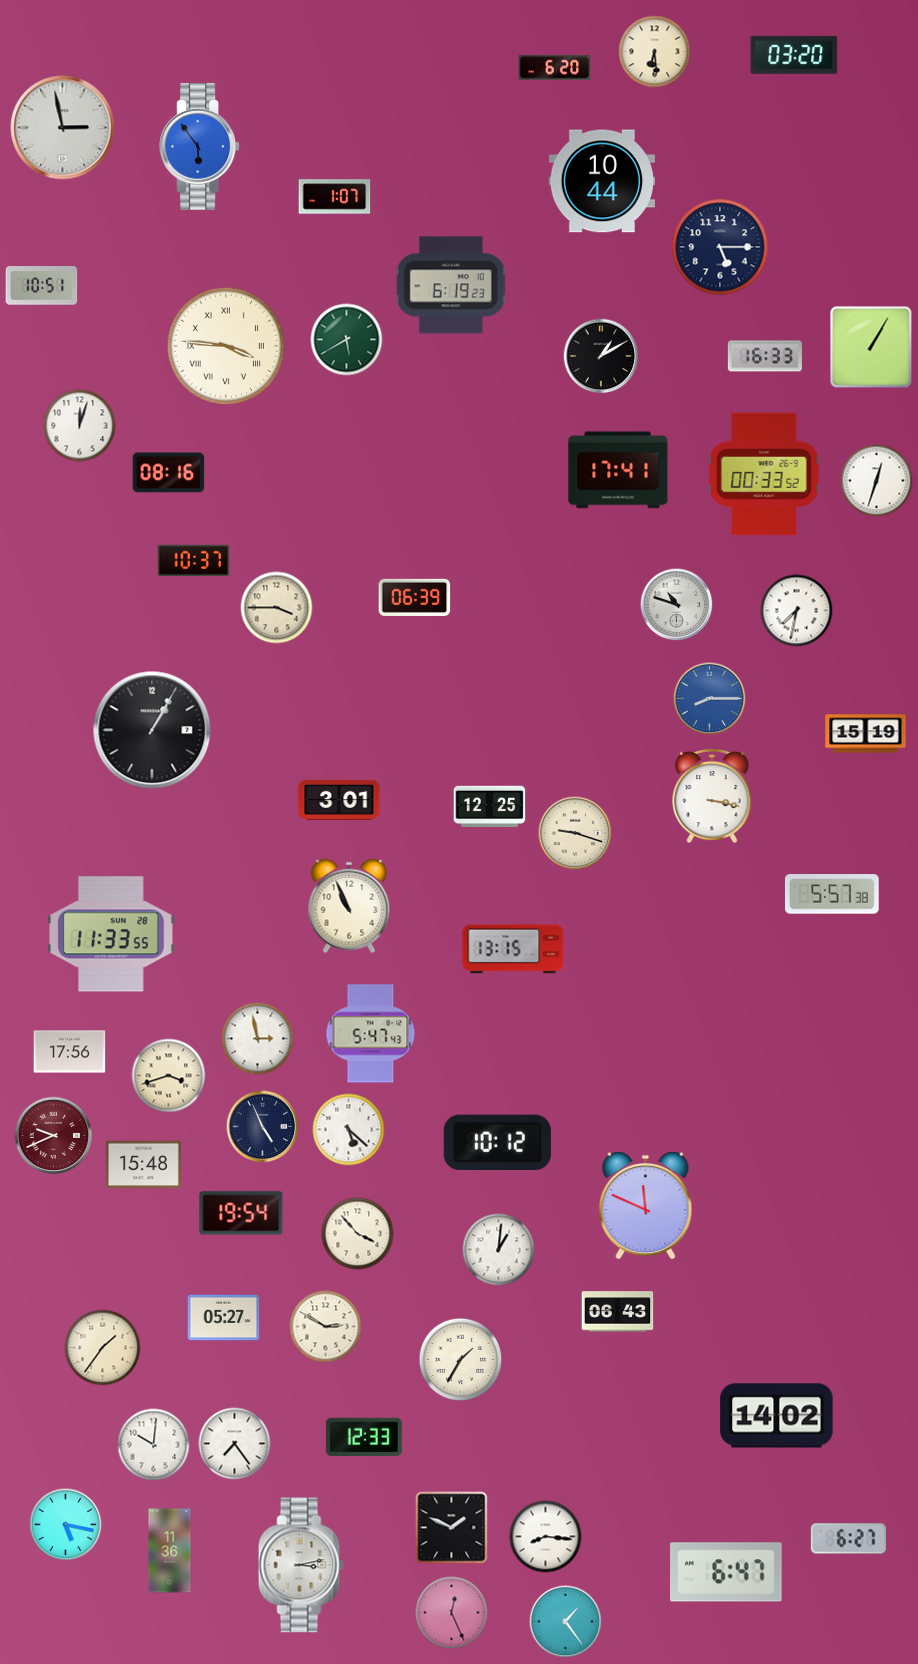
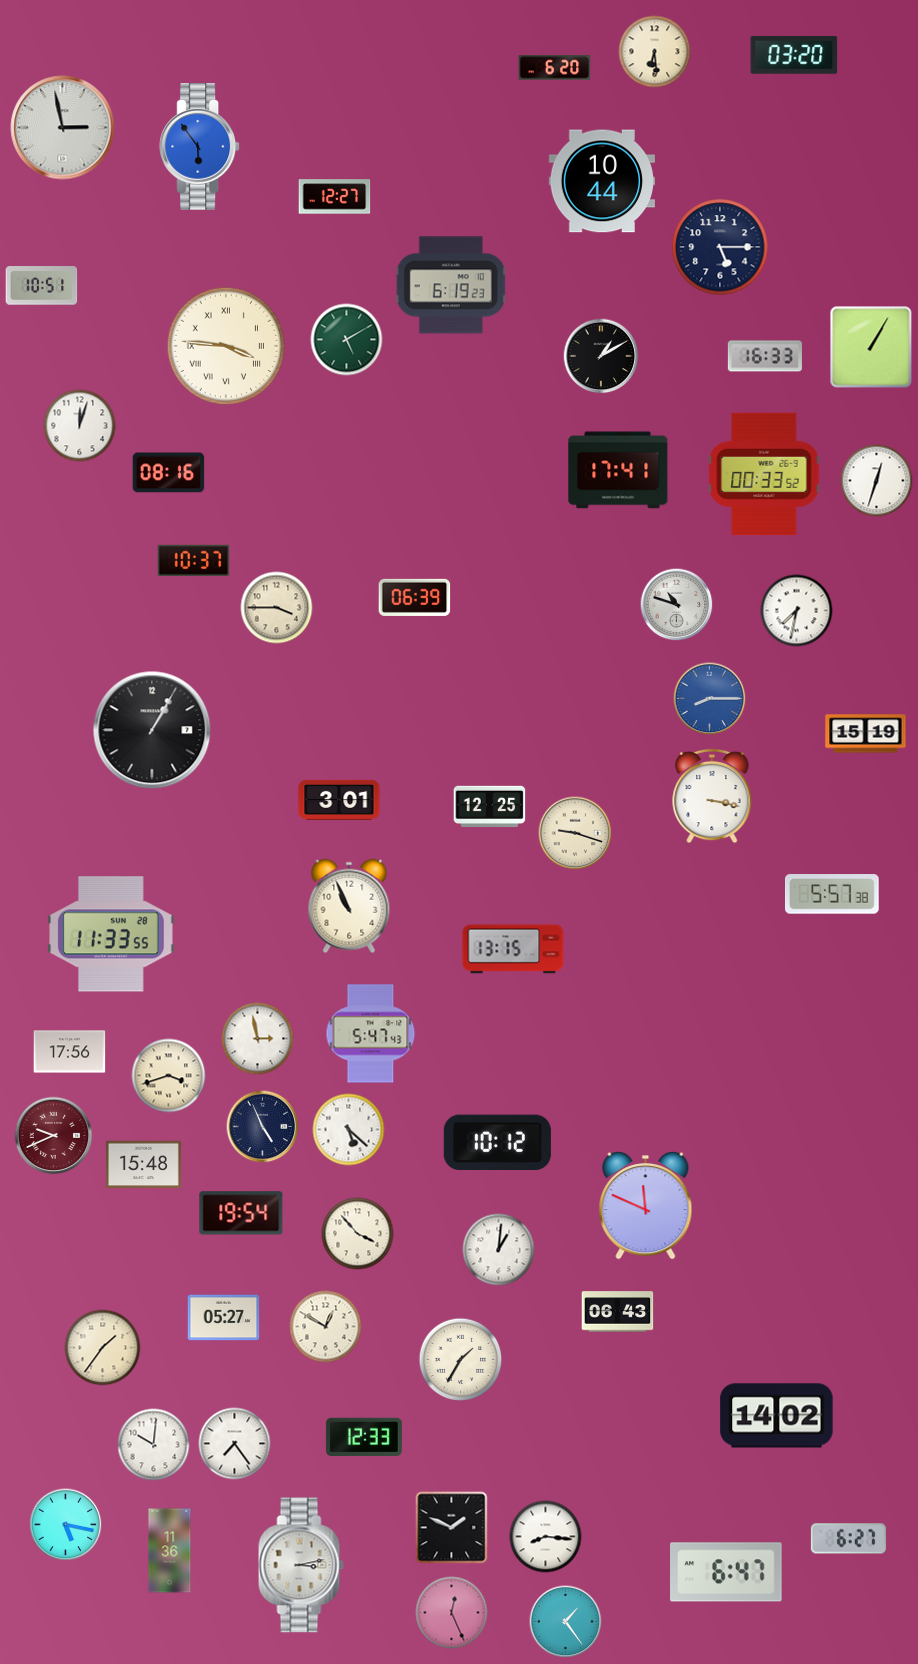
clock at (335, 197): 1:07 -> 12:27
clock at (347, 340): 5:40 -> 5:10
clock at (326, 1327): 2:50 -> 12:50
